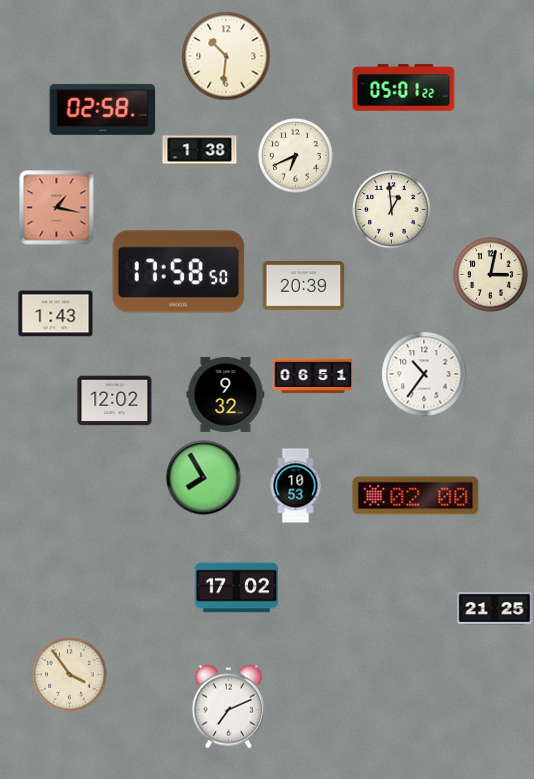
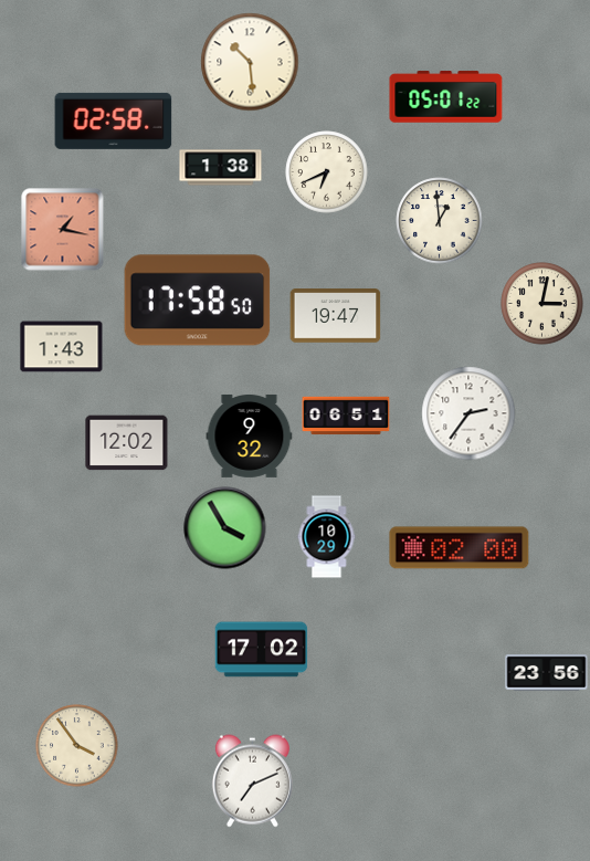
clock at (226, 56): 10:31 -> 10:29
clock at (392, 210) position: (392, 210) -> (440, 221)
clock at (304, 286): 20:39 -> 19:47
clock at (424, 374): 10:36 -> 2:36
clock at (204, 478): 7:55 -> 3:55
clock at (296, 486): 10:53 -> 10:29
clock at (495, 609): 21:25 -> 23:56
